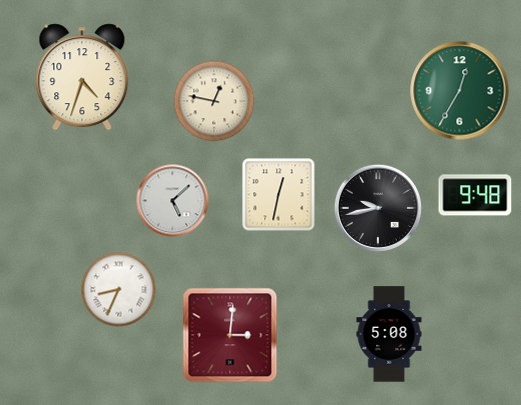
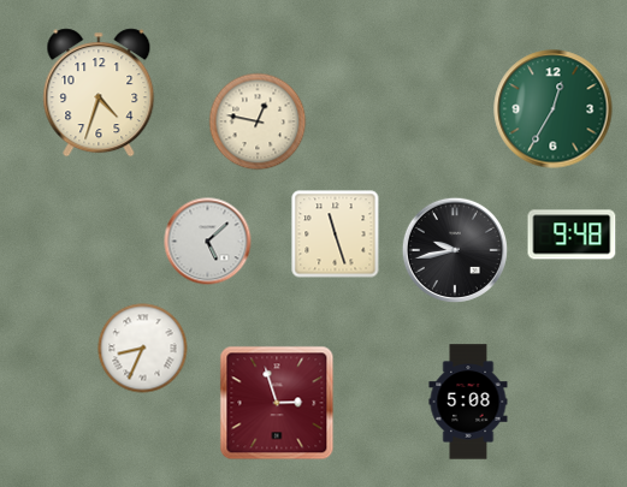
clock at (279, 195): 12:32 -> 11:27
clock at (230, 335): 3:01 -> 2:57
